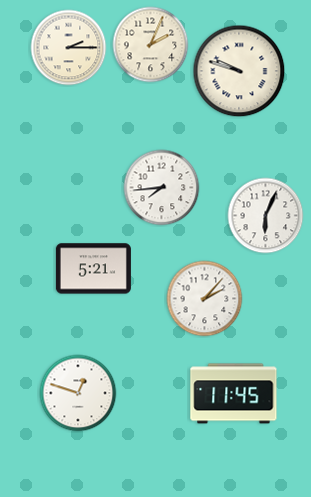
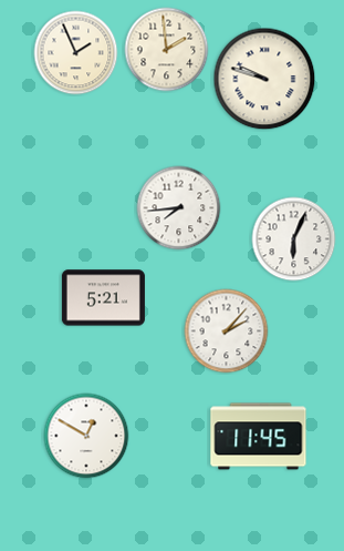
clock at (151, 45): 2:04 -> 1:59
clock at (69, 48): 2:15 -> 1:56
clock at (78, 393): 12:48 -> 12:50
